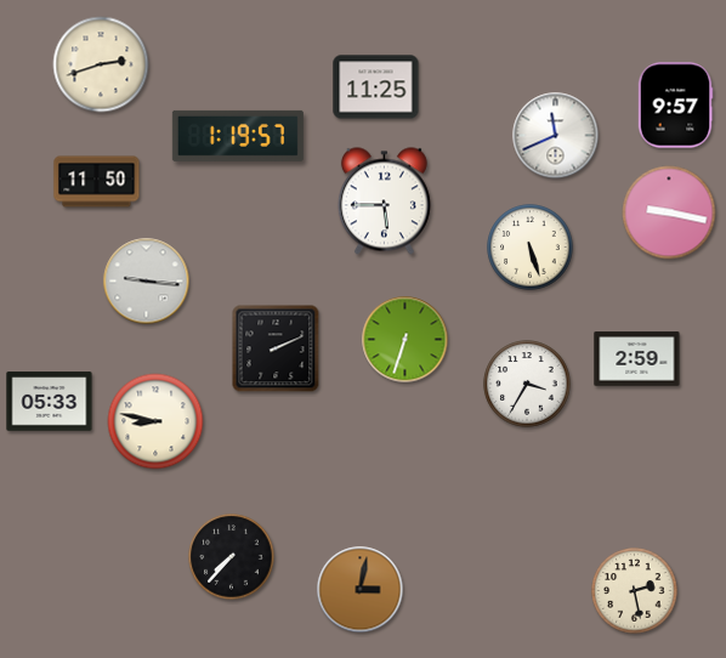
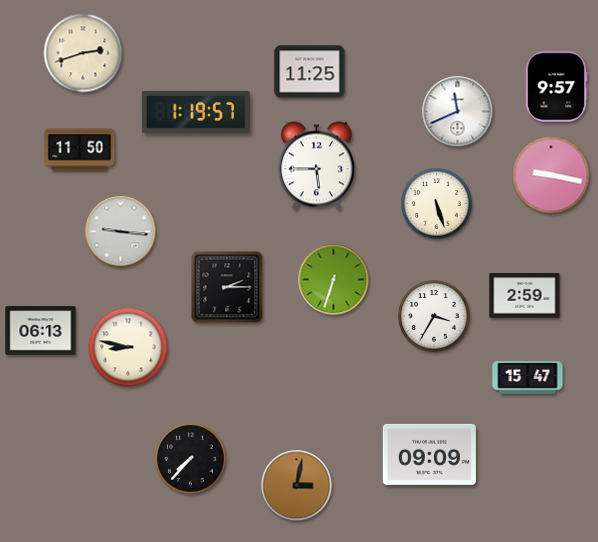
clock at (276, 348): 2:11 -> 2:15
clock at (50, 402): 05:33 -> 06:13
clock at (528, 378): none -> 15:47
clock at (429, 454): none -> 09:09
clock at (635, 591): 2:28 -> none
